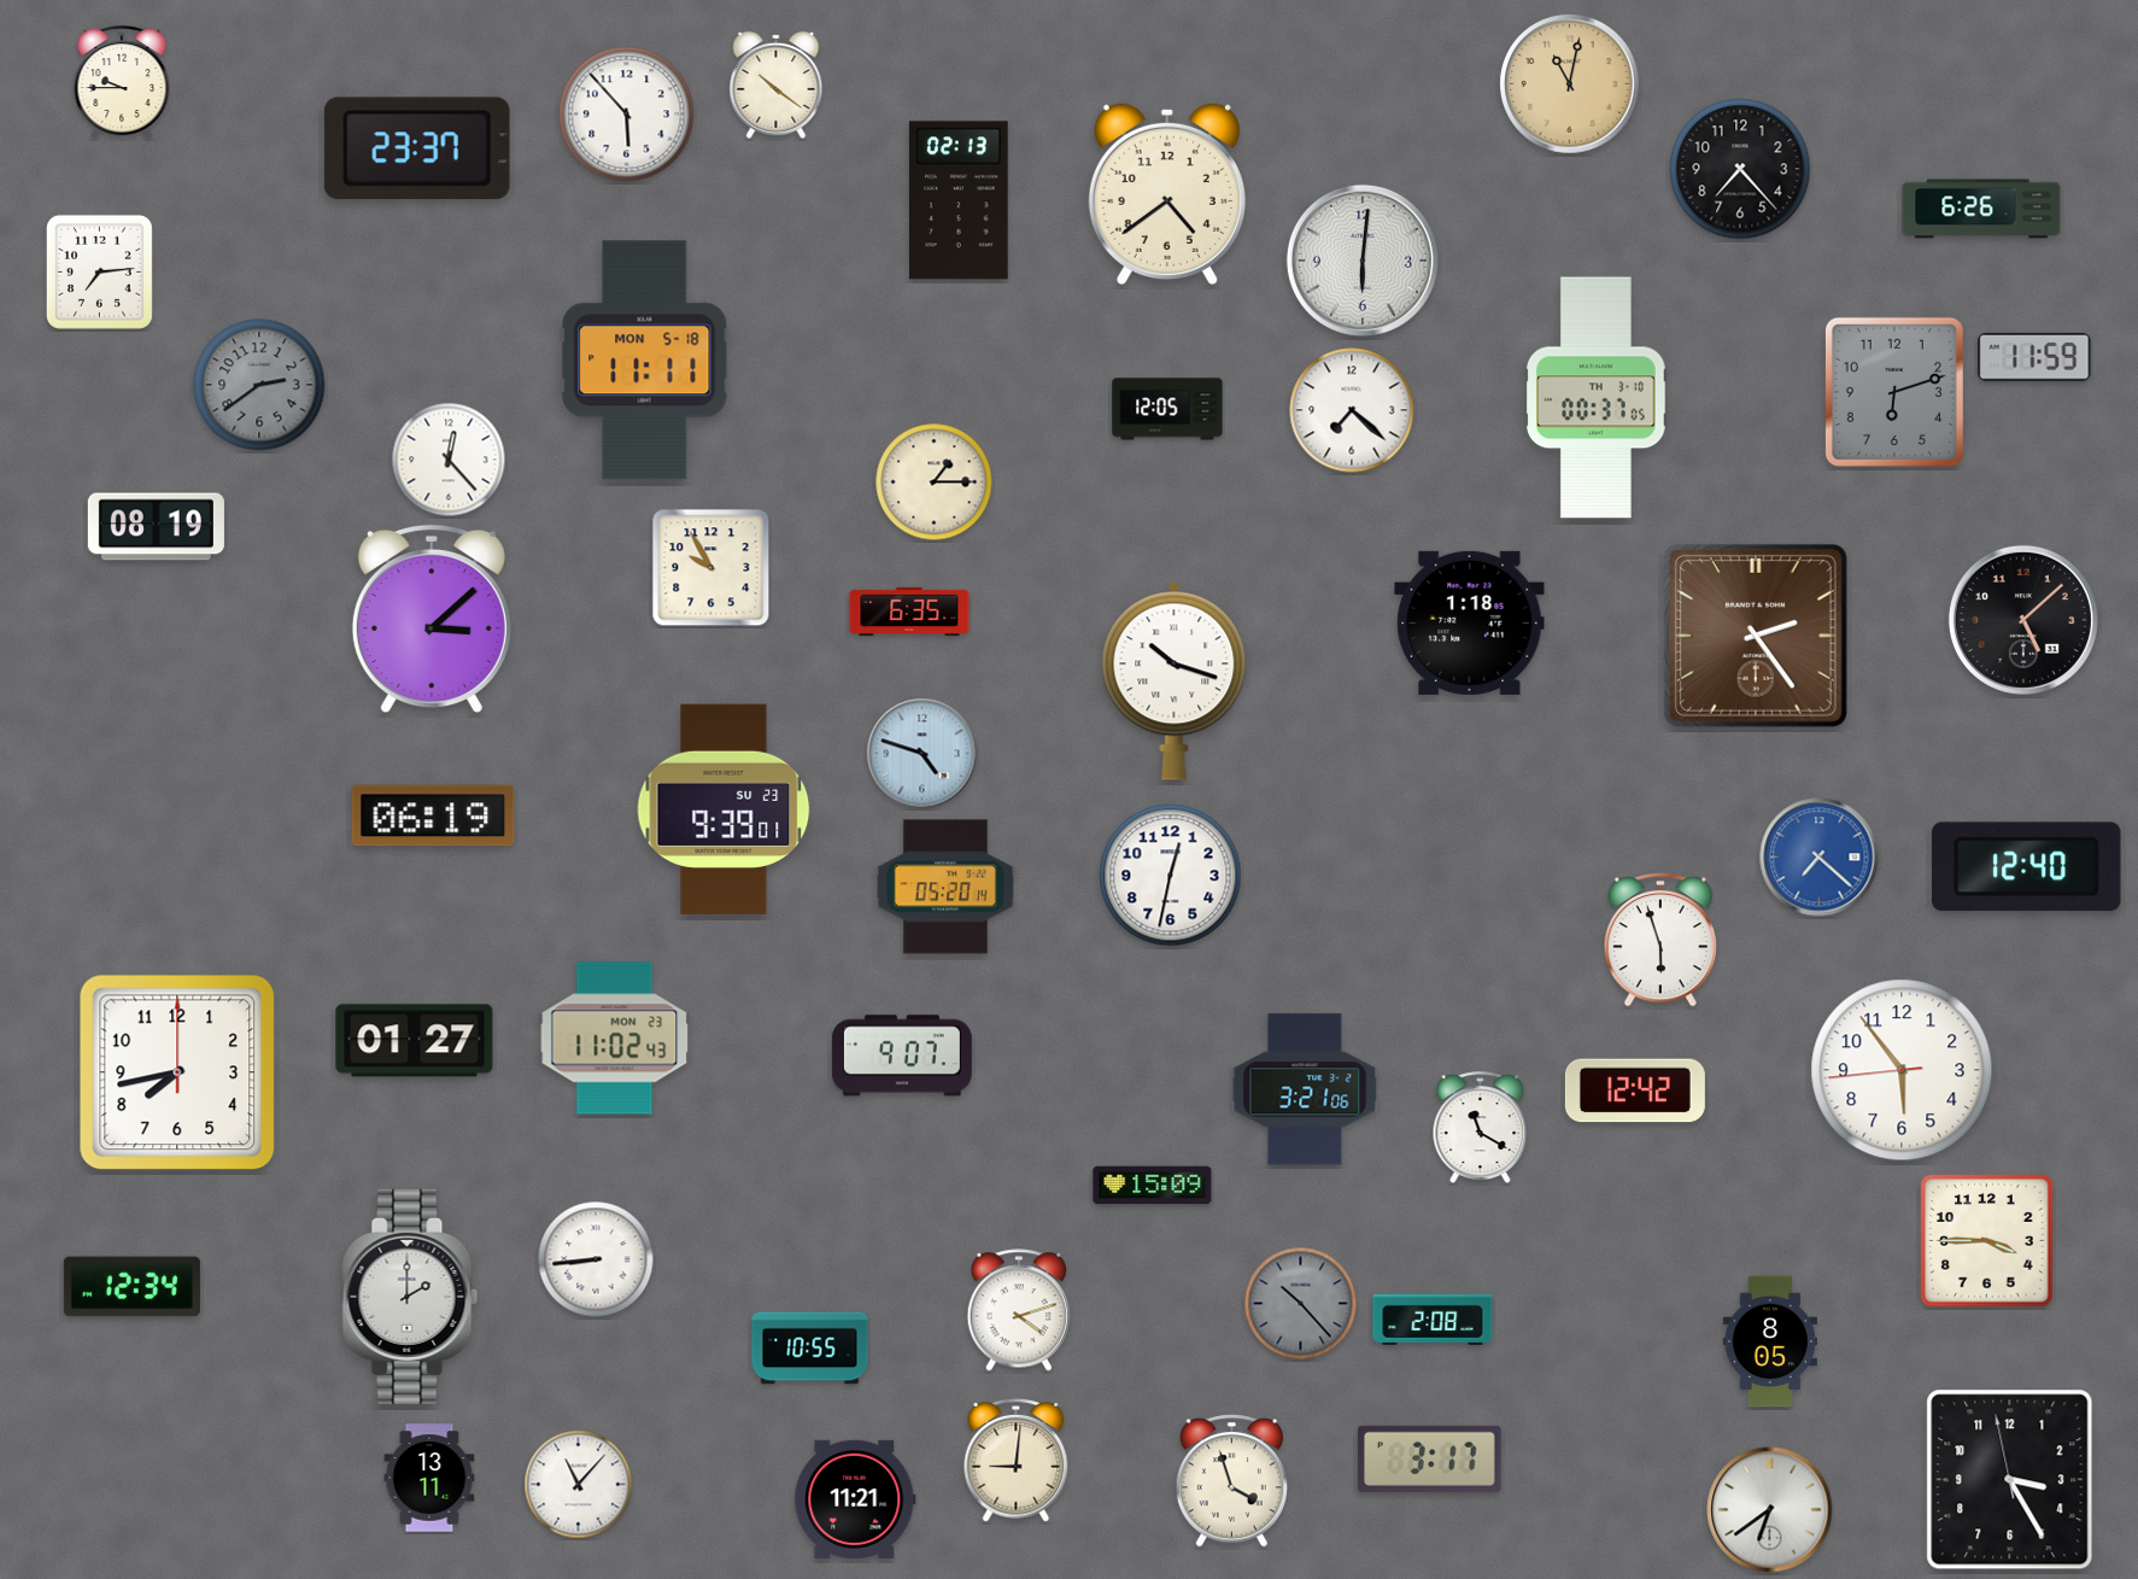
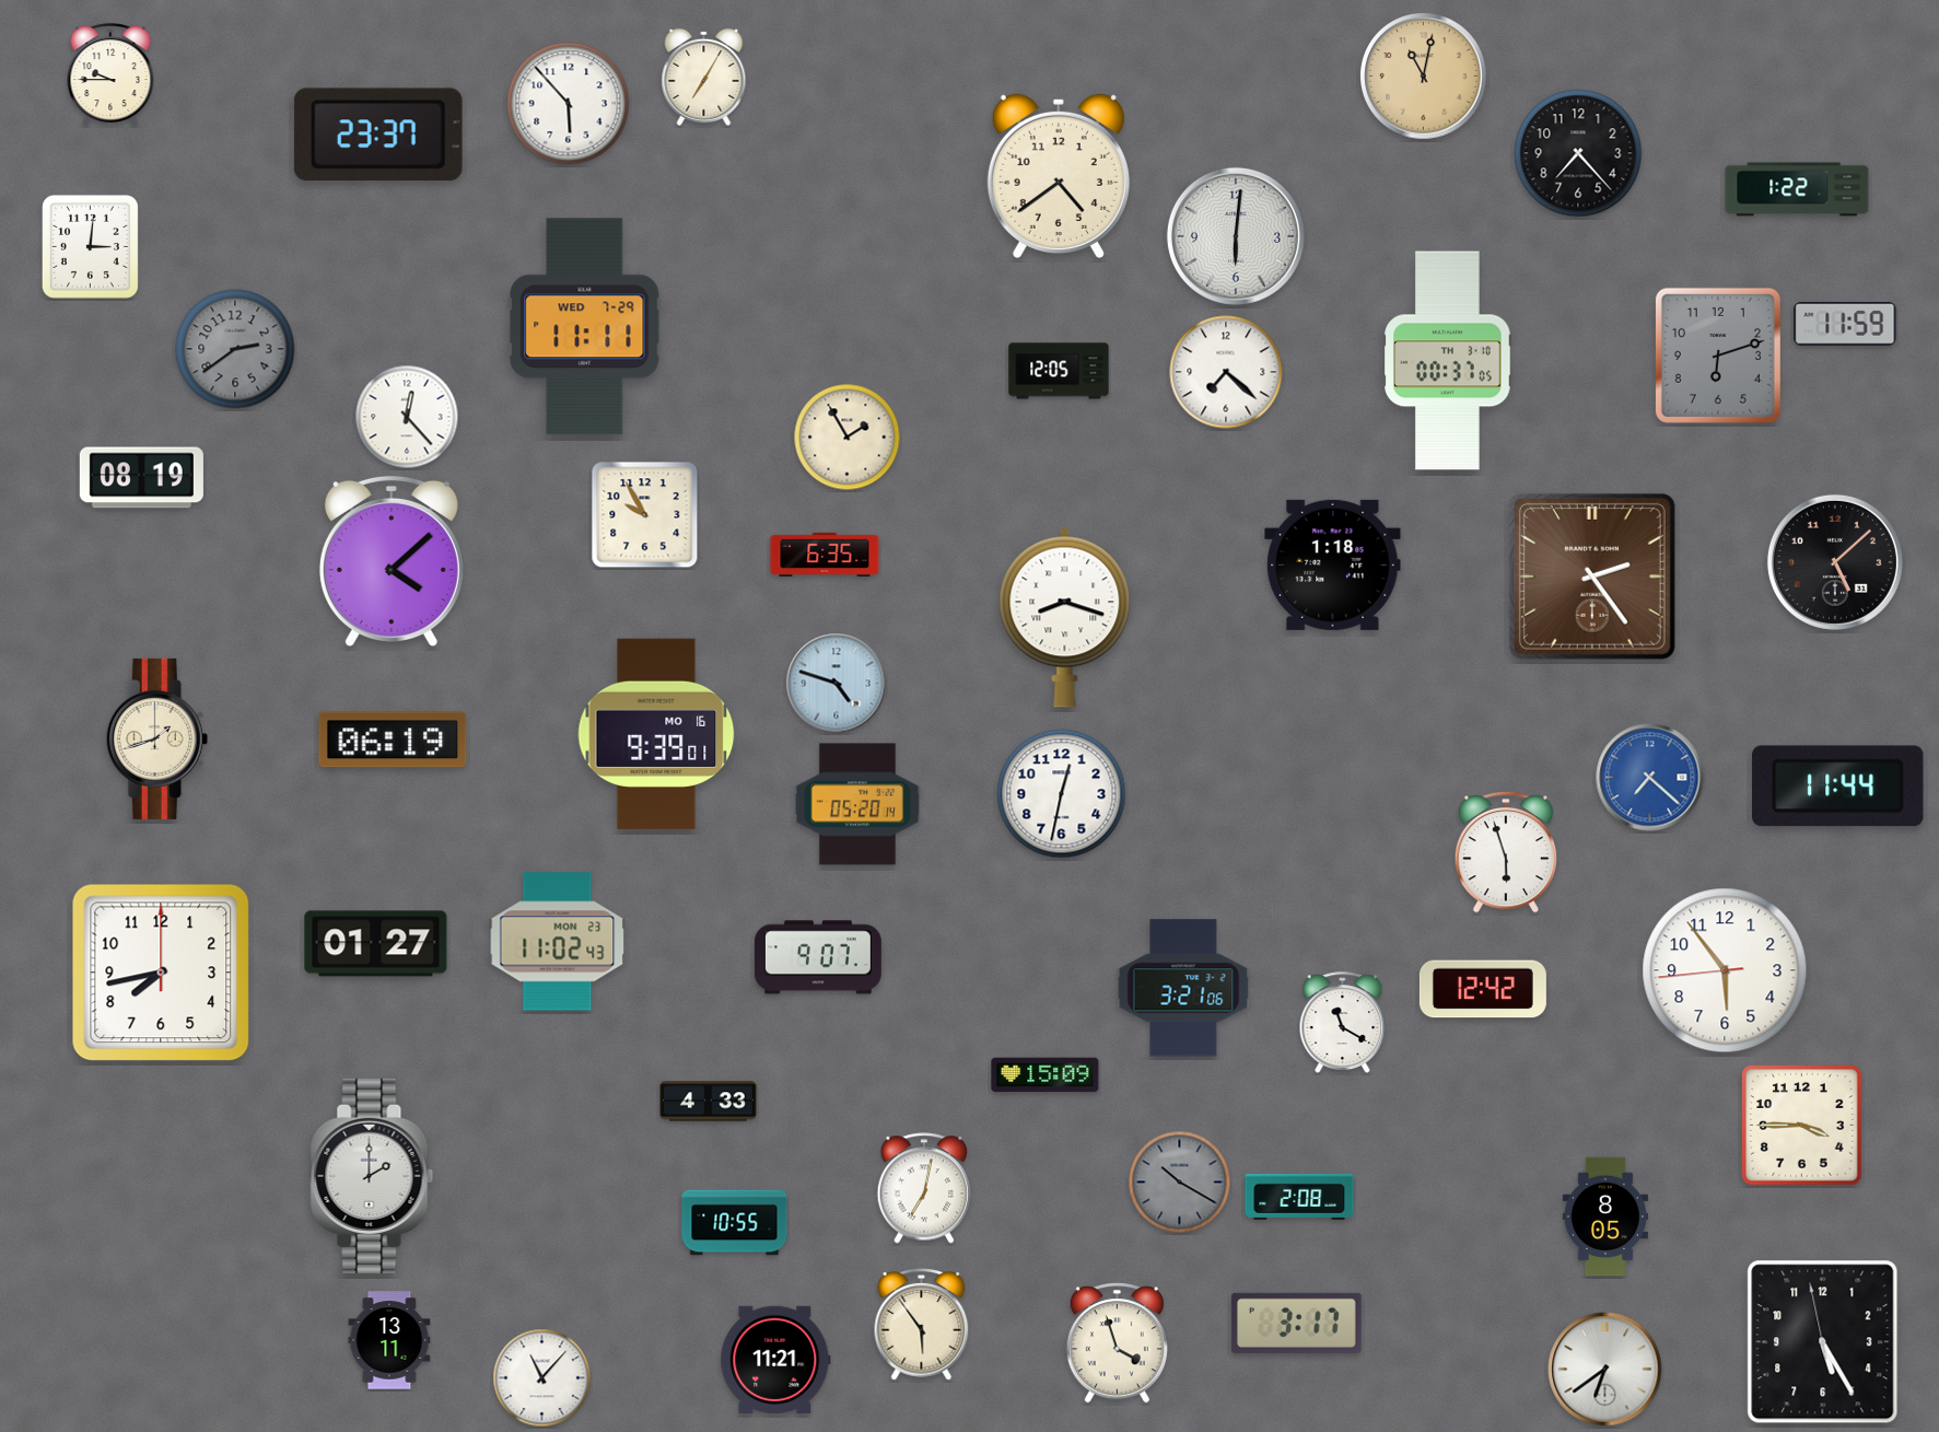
clock at (777, 84): 10:21 -> 7:05
clock at (959, 200): 02:13 -> none
clock at (1981, 209): 6:26 -> 1:22
clock at (99, 271): 7:14 -> 3:01
clock at (645, 361) date: MON 5-18 -> WED 7-29
clock at (935, 483): 1:15 -> 1:55
clock at (432, 619): 3:08 -> 4:08
clock at (1175, 680): 10:18 -> 8:18
clock at (724, 809) date: SU 23 -> MO 16
clock at (156, 738): none -> 1:42
clock at (2027, 867): 12:40 -> 11:44
clock at (709, 1102): none -> 4:33
clock at (596, 1259): 8:44 -> none
clock at (131, 1287): 12:34 -> none
clock at (1301, 1304): 10:23 -> 10:20
clock at (1019, 1310): 4:12 -> 7:02
clock at (1017, 1460): 9:01 -> 5:54
clock at (2010, 1480): 3:24 -> 5:24
clock at (579, 1485) position: (579, 1485) -> (542, 1378)
